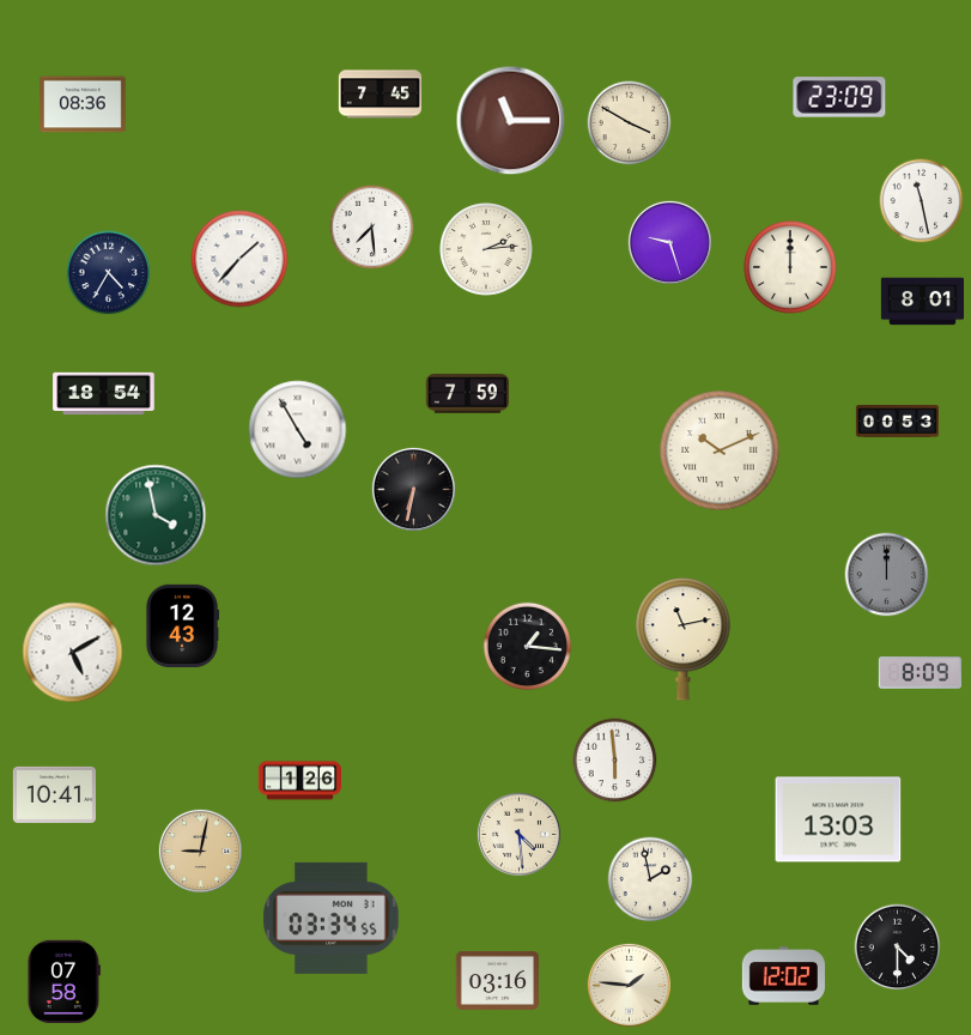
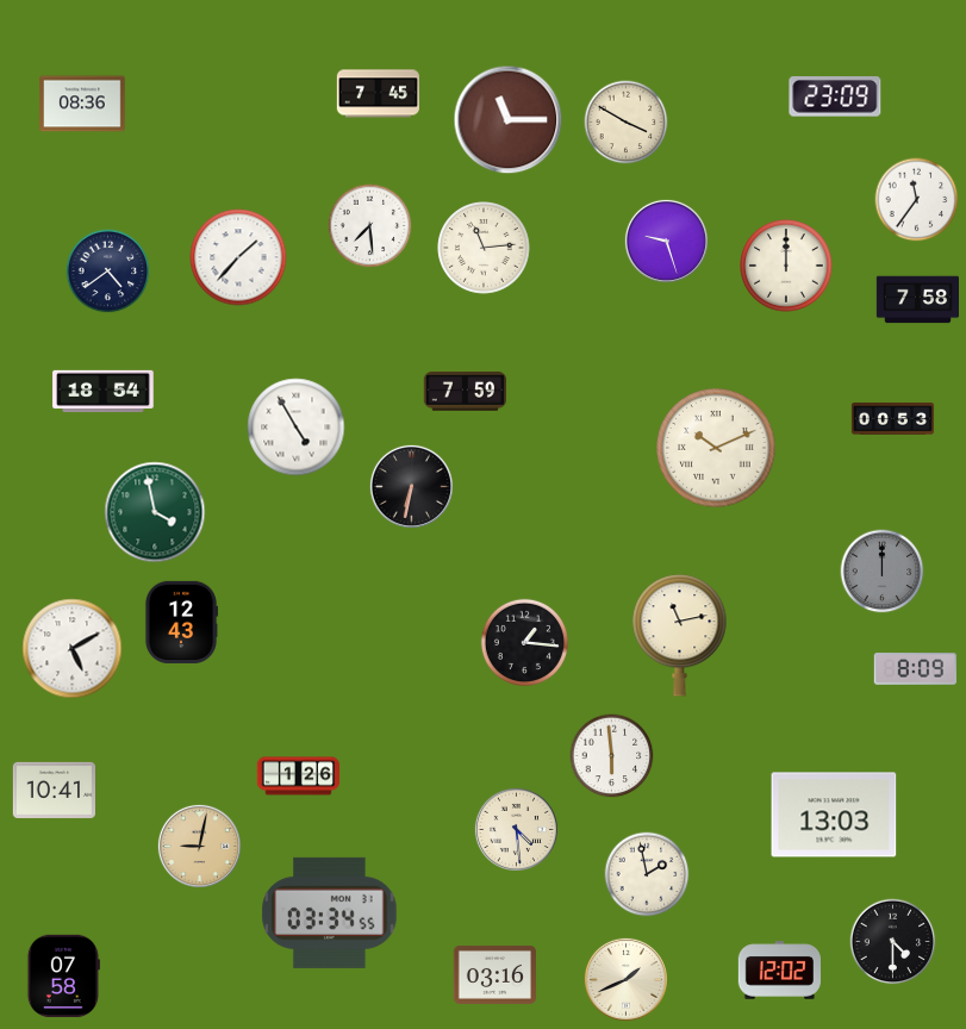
clock at (922, 201): 11:28 -> 11:36
clock at (486, 249): 2:14 -> 11:14
clock at (109, 273): 4:35 -> 4:39
clock at (923, 302): 8:01 -> 7:58
clock at (629, 985): 1:46 -> 1:41
